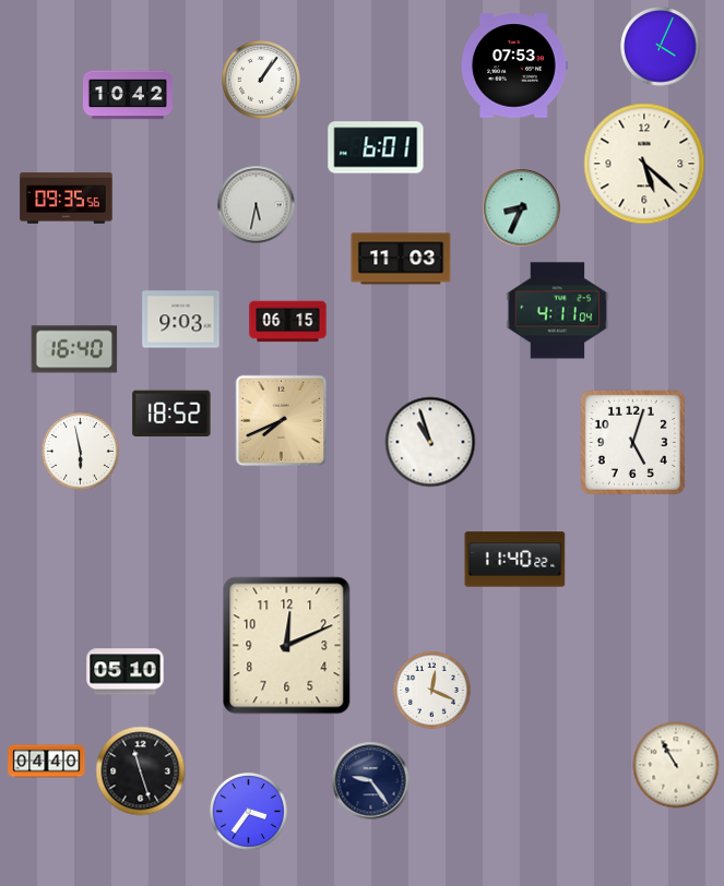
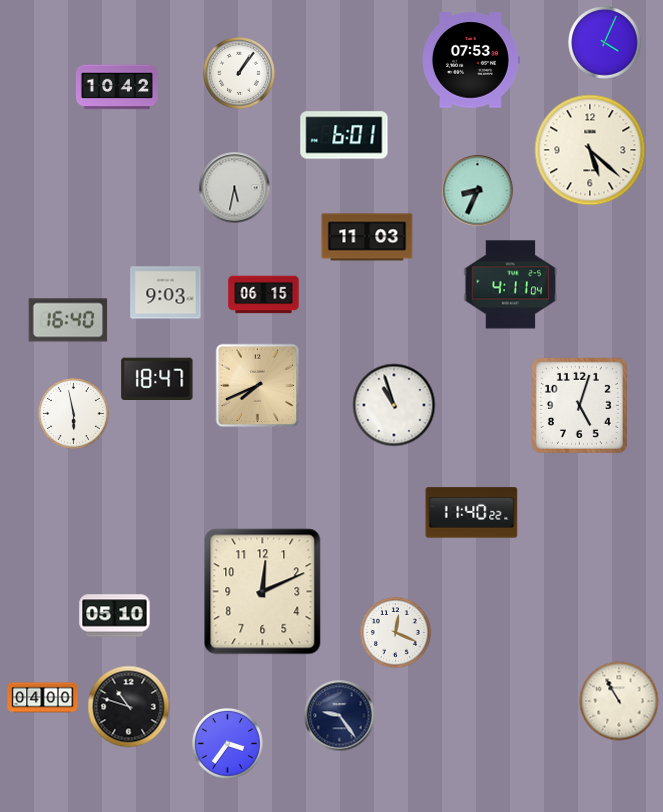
clock at (67, 199): 09:35 -> none
clock at (171, 414): 18:52 -> 18:47
clock at (47, 762): 04:40 -> 04:00
clock at (141, 771): 11:27 -> 10:48
